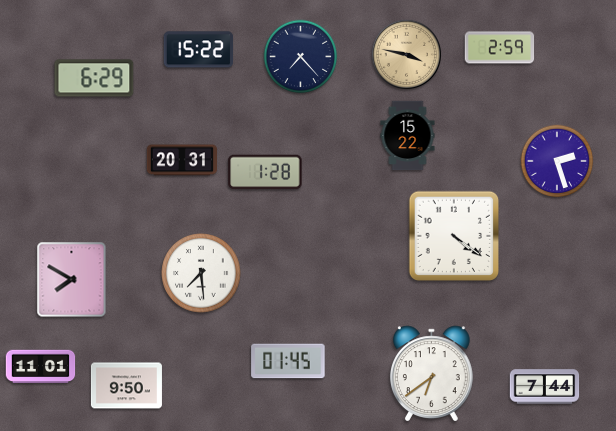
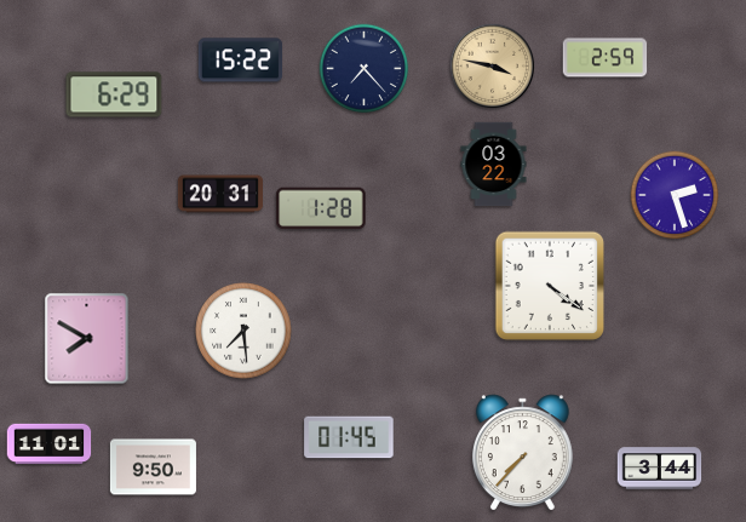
clock at (408, 136): 15:22 -> 03:22
clock at (431, 373): 6:39 -> 7:37
clock at (545, 387): 7:44 -> 3:44
